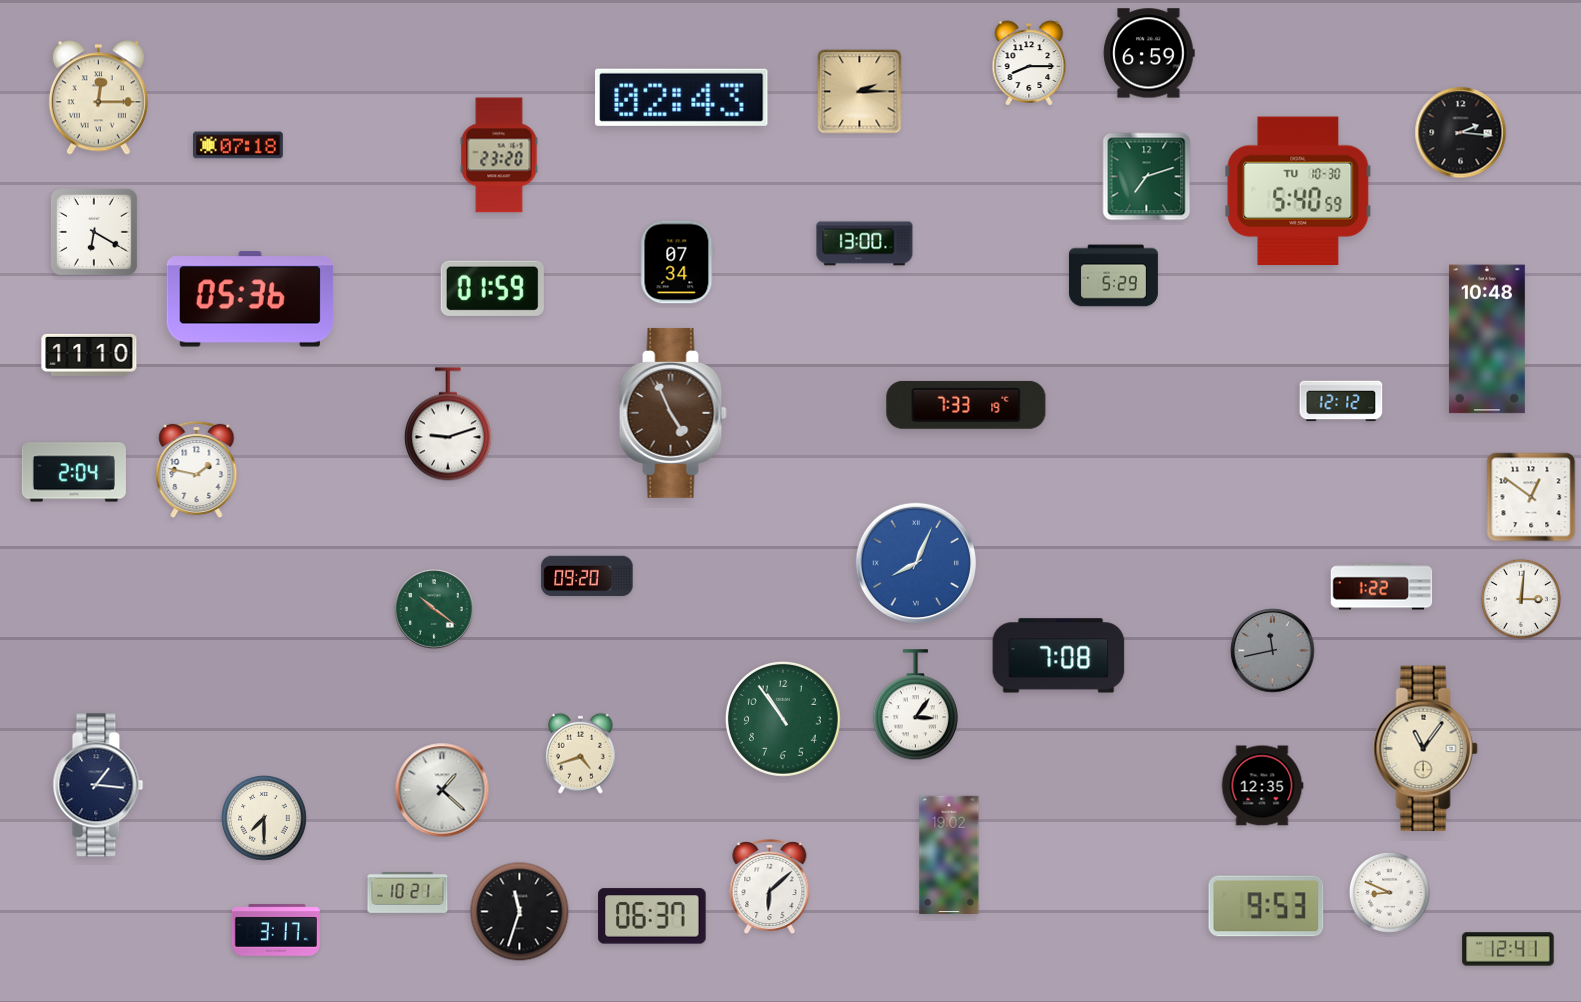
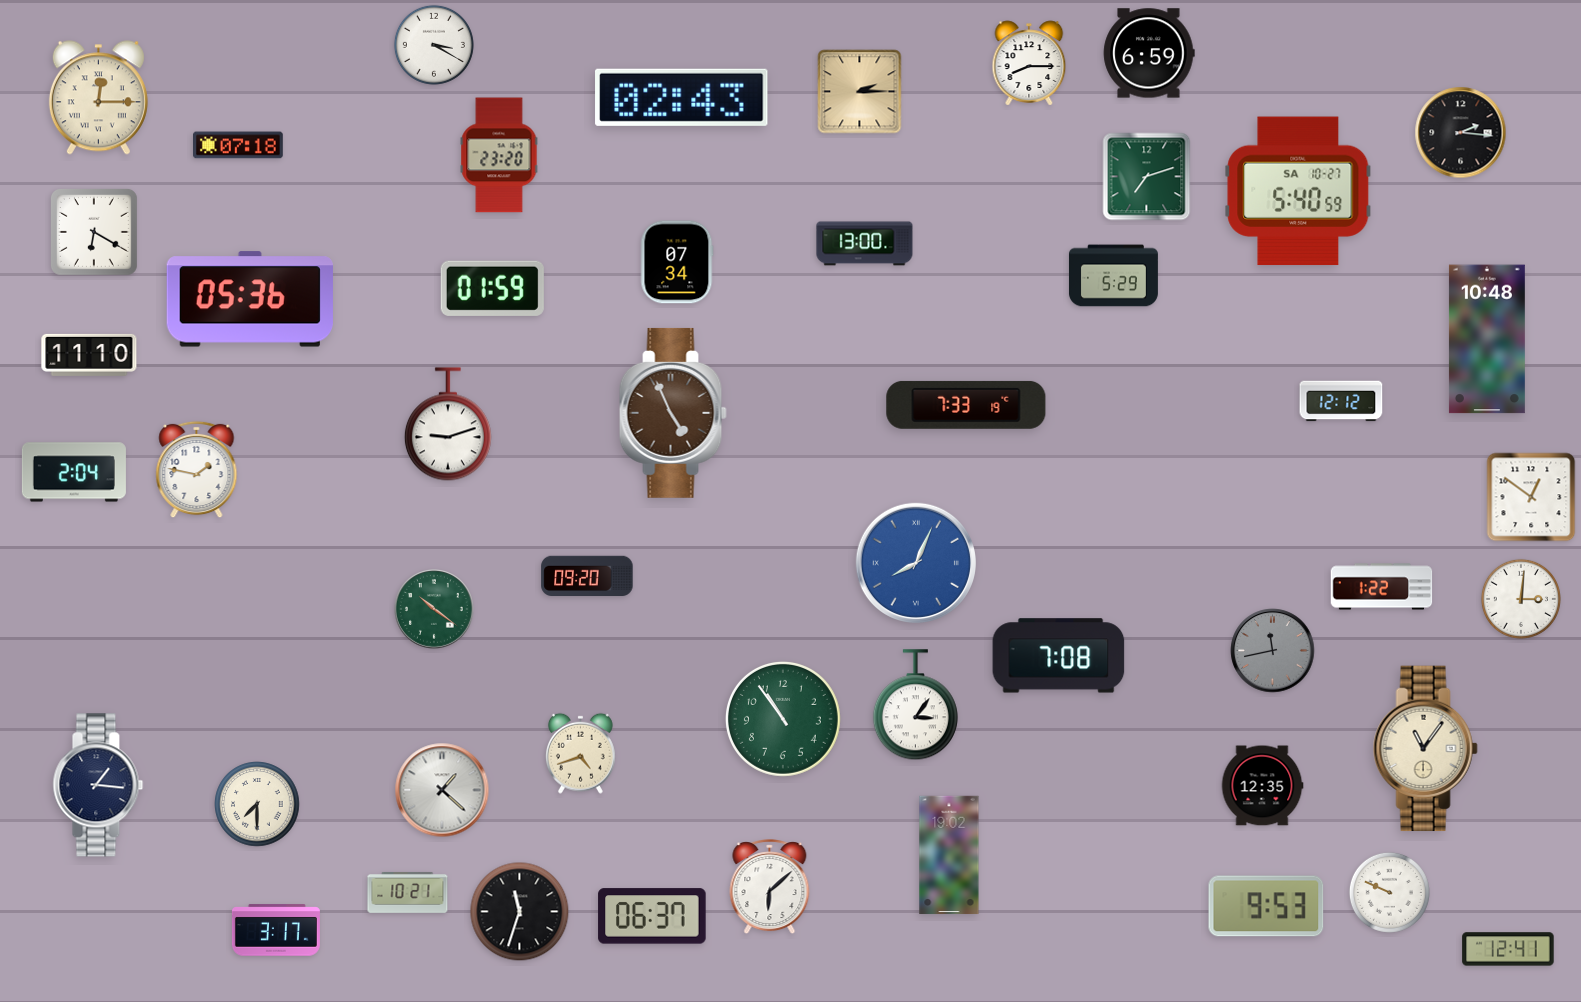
clock at (434, 45): none -> 3:20
clock at (1298, 191) date: TU 10-30 -> SA 10-27
clock at (264, 818) position: (264, 818) -> (257, 804)
clock at (1389, 892): 8:49 -> 9:49
